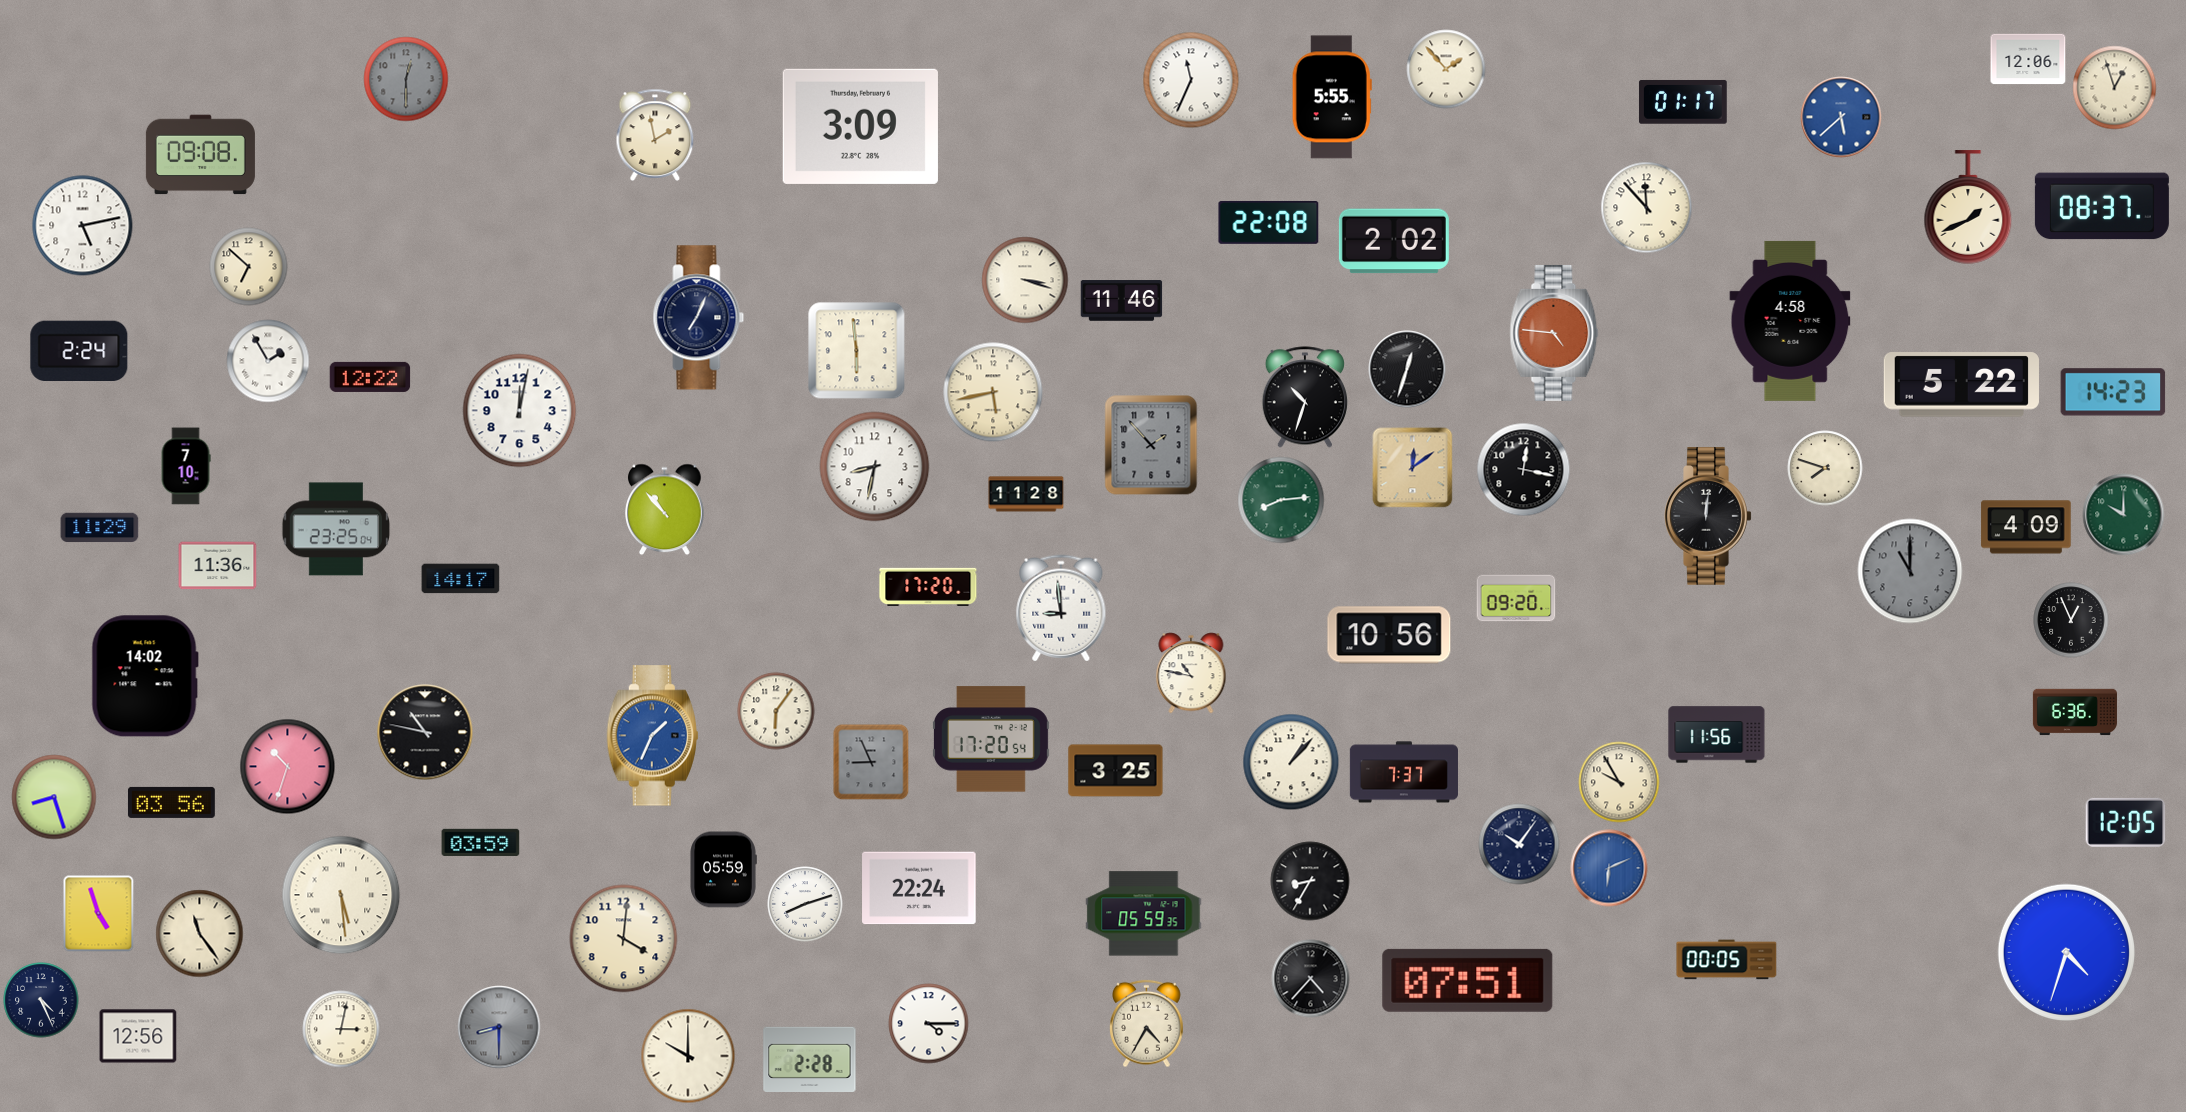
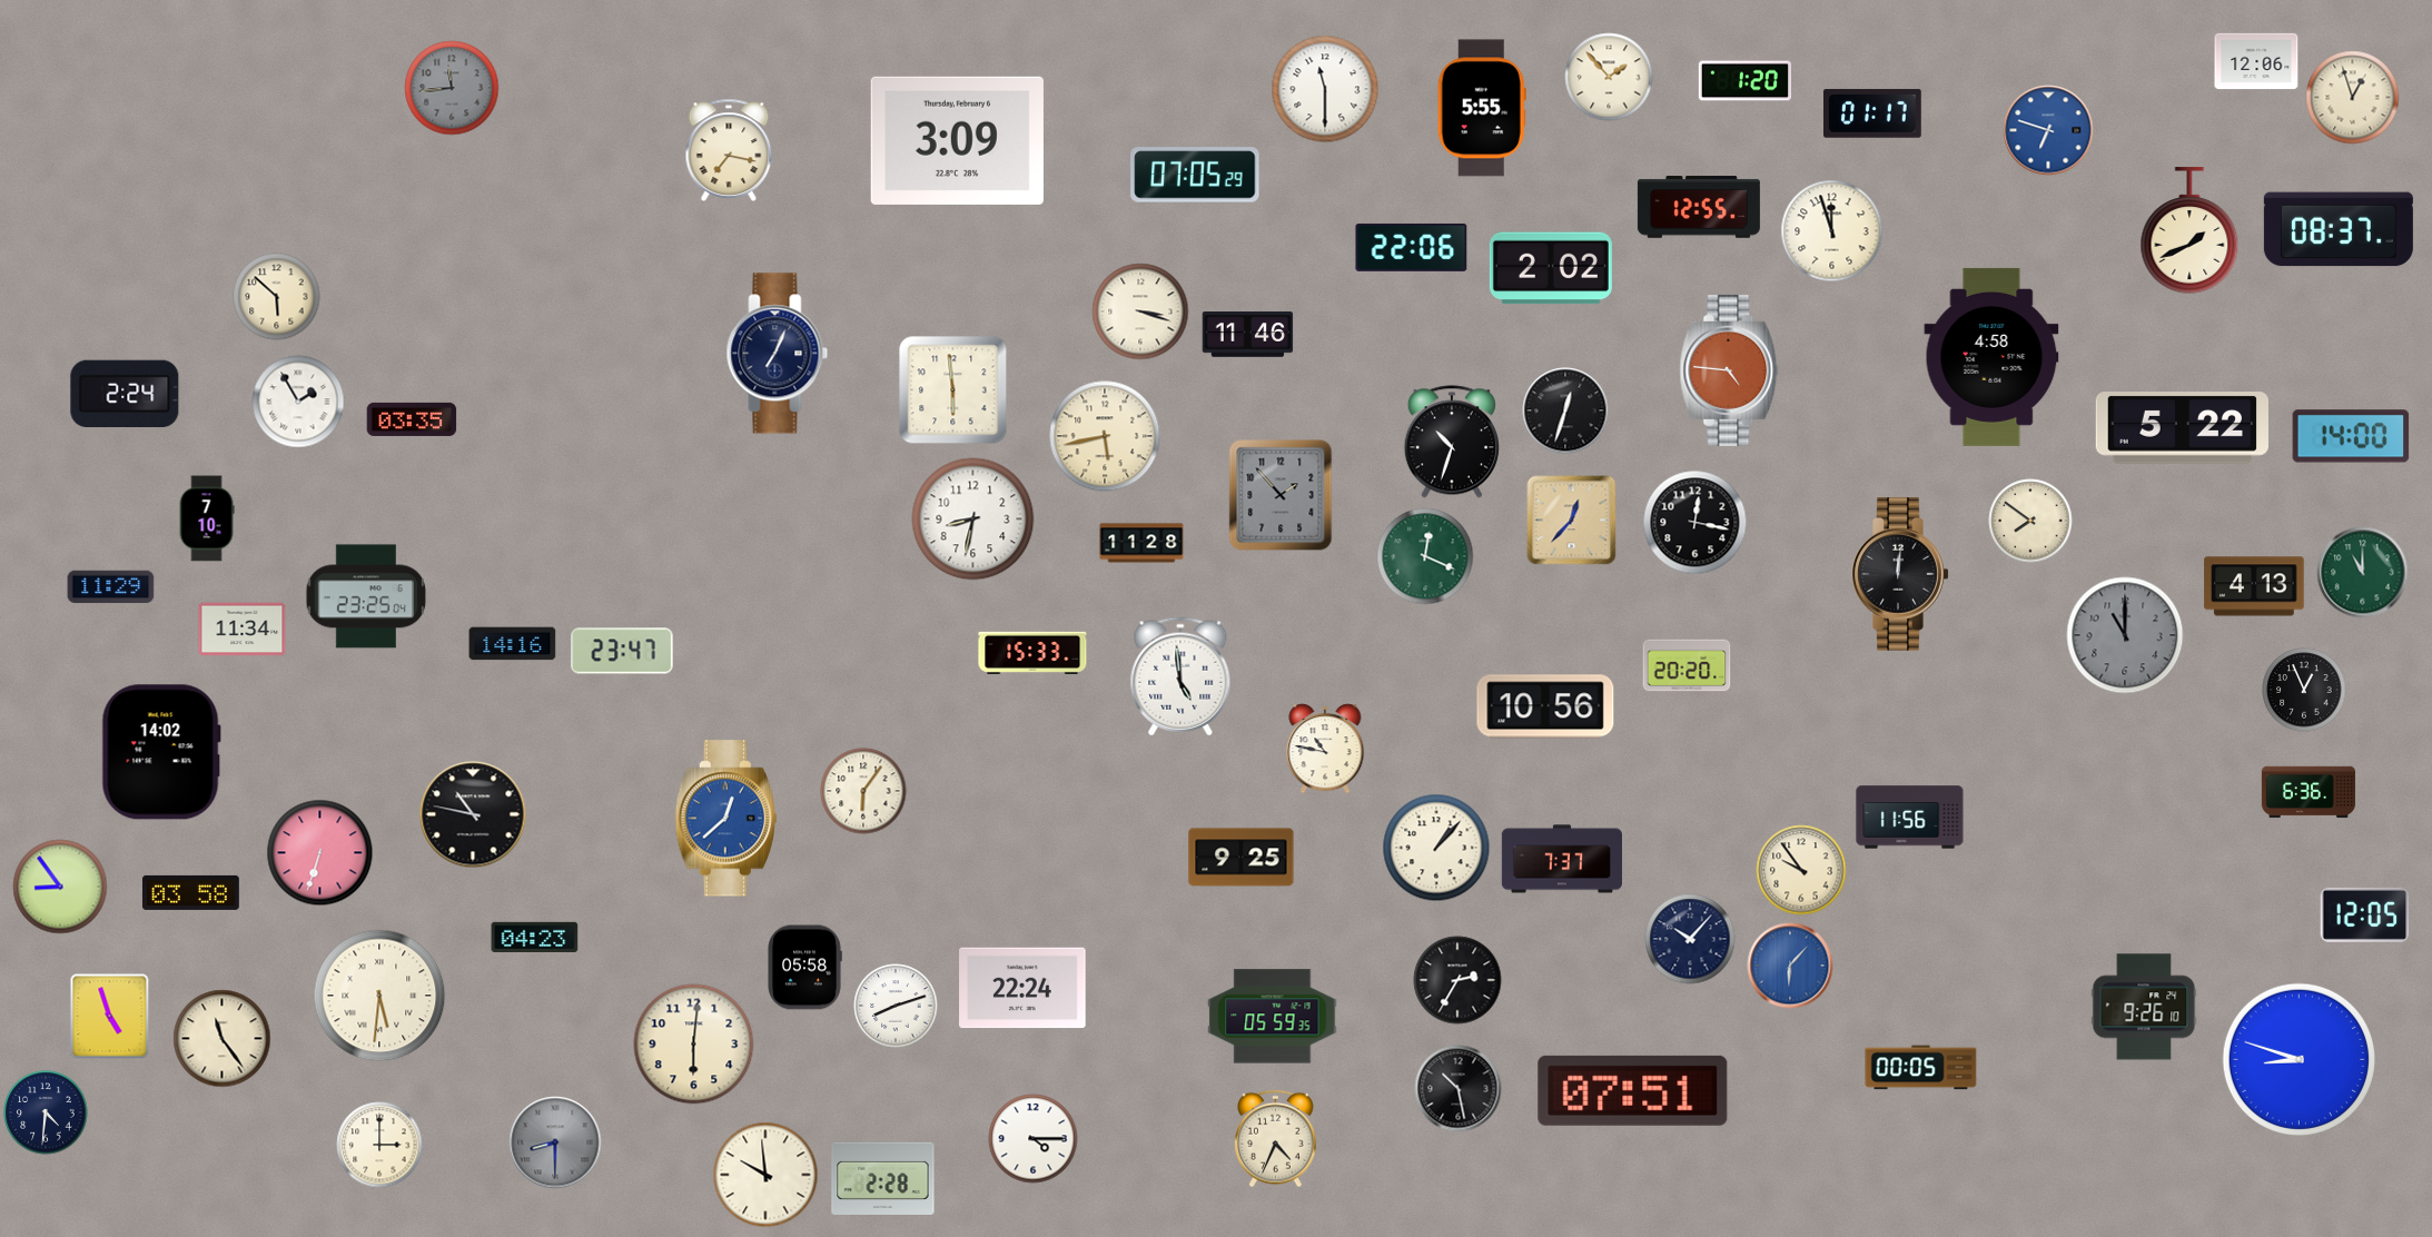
clock at (2028, 59) position: (2028, 59) -> (2256, 61)
clock at (1744, 81): none -> 1:20
clock at (406, 79): 12:30 -> 11:44
clock at (1191, 80): 11:34 -> 11:30
clock at (1841, 117): 5:38 -> 6:48
clock at (655, 135): 1:58 -> 7:17
clock at (200, 155): 09:08 -> none
clock at (1195, 175): none -> 07:05
clock at (1699, 207): none -> 12:55
clock at (1647, 208): 11:53 -> 11:57
clock at (1269, 222): 22:08 -> 22:06
clock at (83, 226): 5:13 -> none
clock at (249, 267): 6:52 -> 5:52
clock at (79, 351) position: (79, 351) -> (125, 394)
clock at (370, 377): 12:22 -> 03:35
clock at (2113, 392): 14:23 -> 14:00
clock at (520, 411): 12:02 -> none
clock at (1413, 468): 12:09 -> 12:37
clock at (1825, 468): 7:48 -> 7:51
clock at (1026, 494) position: (1026, 494) -> (1141, 543)
clock at (1281, 500): 8:14 -> 12:19
clock at (665, 510): 10:53 -> none
clock at (2124, 515): 10:00 -> 11:00
clock at (2026, 527): 4:09 -> 4:13
clock at (336, 529) position: (336, 529) -> (366, 596)
clock at (218, 566): 11:36 -> 11:34
clock at (461, 579): 14:17 -> 14:16
clock at (622, 651): none -> 23:47
clock at (928, 587): 17:20 -> 15:33
clock at (1516, 598): 09:20 -> 20:20
clock at (1061, 608): 8:59 -> 4:59
clock at (652, 736): 1:34 -> 12:38
clock at (991, 739): 17:20 -> none
clock at (871, 762): 8:56 -> none
clock at (288, 767): 10:33 -> 6:33
clock at (1116, 771): 3:25 -> 9:25
clock at (1619, 782): 9:55 -> 9:54
clock at (54, 797): 8:27 -> 8:54
clock at (171, 802): 03:56 -> 03:58
clock at (481, 842): 03:59 -> 04:23
clock at (1519, 844): 10:06 -> 10:07
clock at (1609, 868): 6:11 -> 6:07
clock at (723, 870): 05:59 -> 05:58
clock at (1310, 881): 8:35 -> 2:35
clock at (341, 895): 5:29 -> 5:31
clock at (2144, 1007): none -> 9:26
clock at (624, 939): 4:01 -> 6:01
clock at (2066, 952): 4:33 -> 8:48
clock at (1311, 979): 4:37 -> 10:28
clock at (41, 1000): 4:26 -> 4:31
clock at (1147, 1024): 4:35 -> 4:34
clock at (341, 1029): 3:02 -> 3:00
clock at (138, 1036): 12:56 -> none
clock at (688, 1056): 10:00 -> 9:59
clock at (810, 1059) position: (810, 1059) -> (883, 1178)
